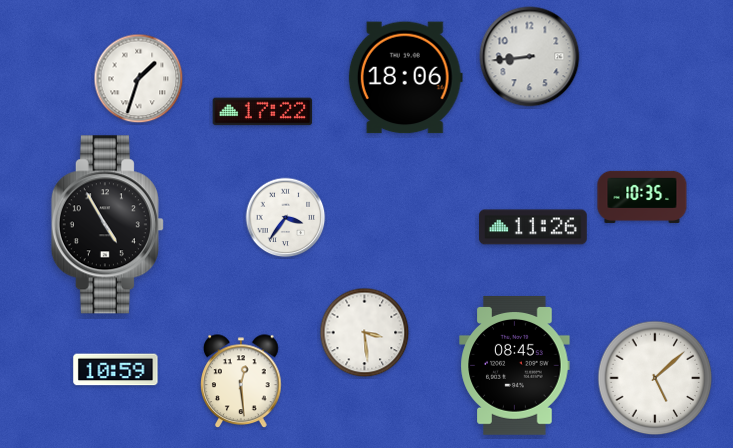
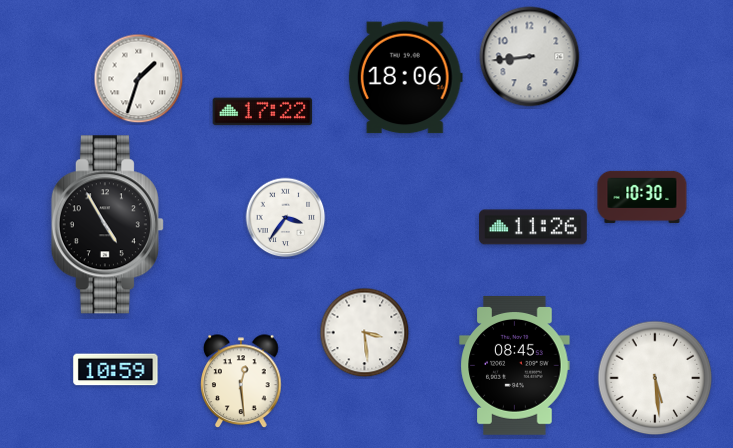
clock at (642, 197): 10:35 -> 10:30
clock at (655, 378): 5:08 -> 5:29
